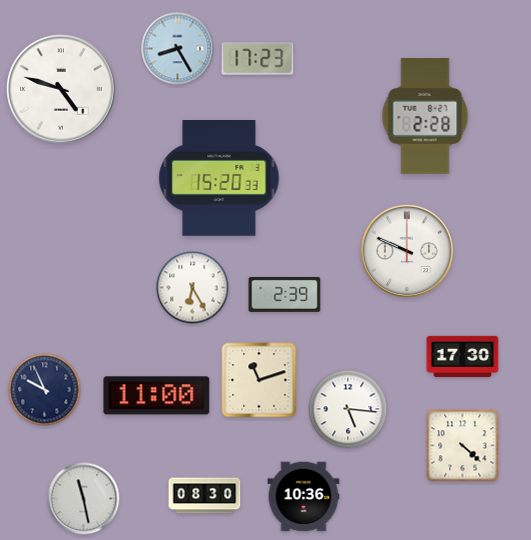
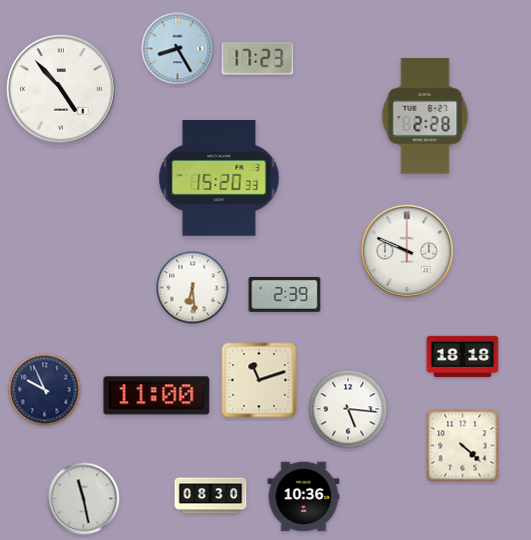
clock at (61, 89): 4:48 -> 4:53
clock at (193, 288): 6:25 -> 6:29
clock at (463, 357): 17:30 -> 18:18
clock at (205, 496) position: (205, 496) -> (211, 496)
